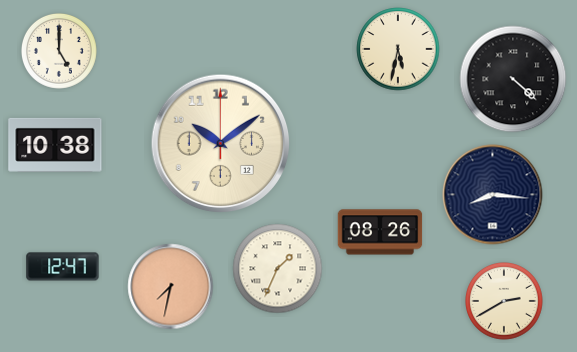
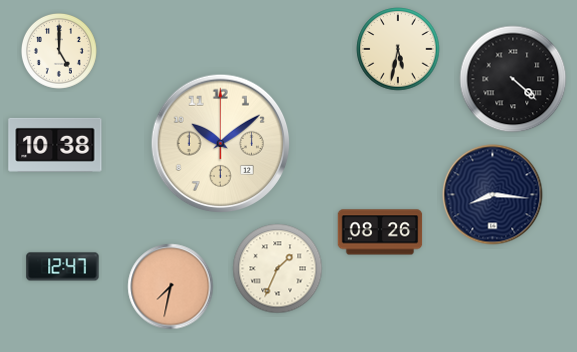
clock at (505, 302): 2:40 -> none
